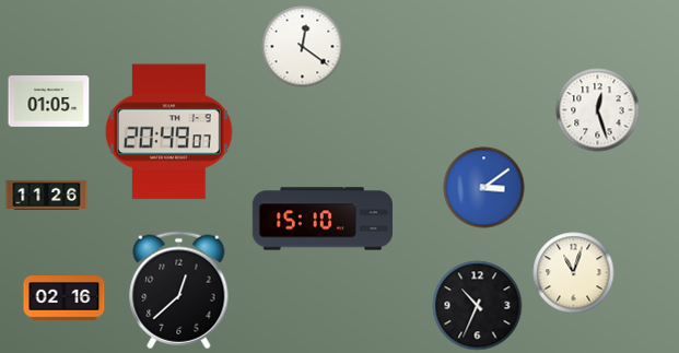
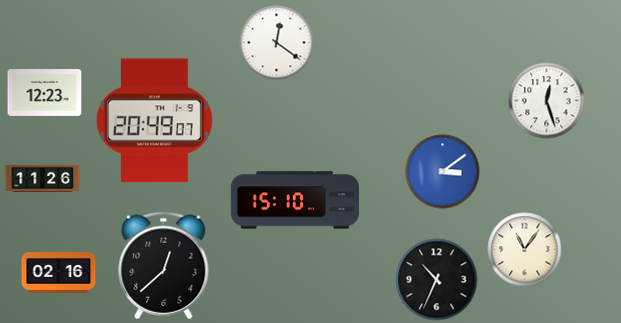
clock at (49, 102): 01:05 -> 12:23
clock at (574, 273): 11:03 -> 11:06
